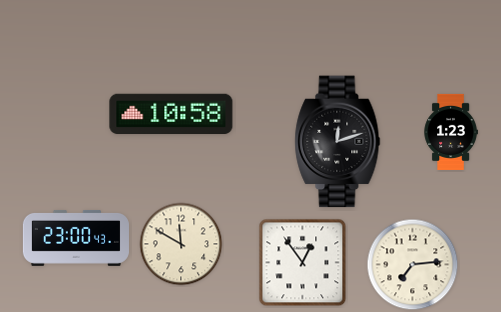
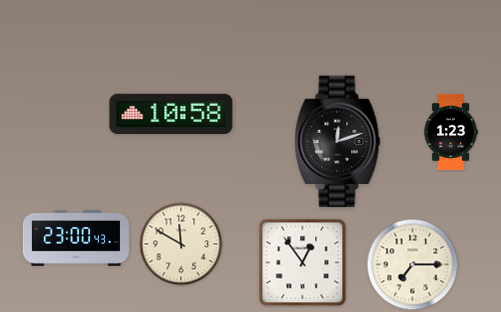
clock at (413, 265): 7:14 -> 7:15
